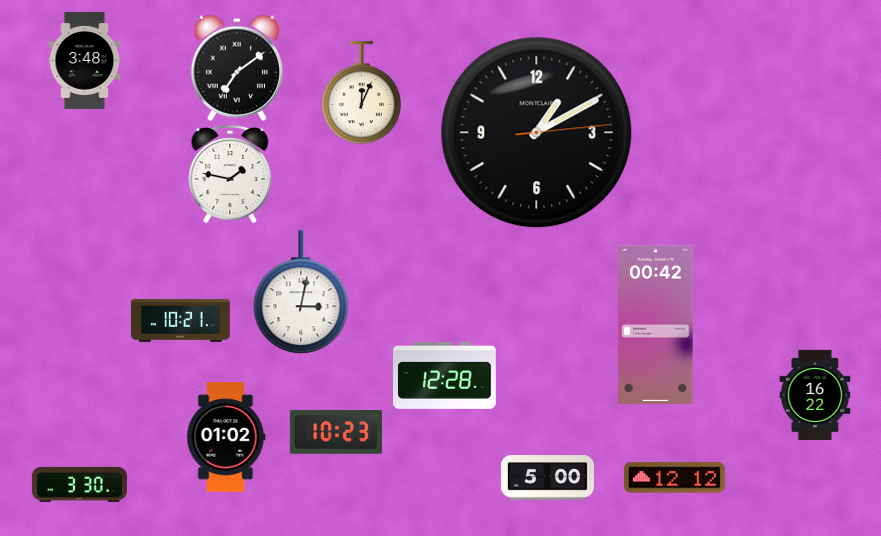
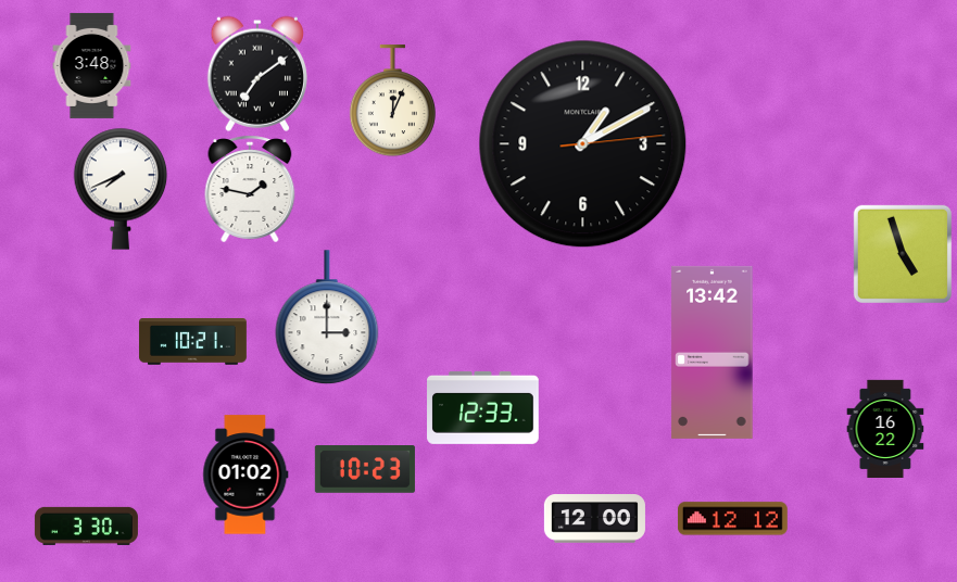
clock at (121, 189): none -> 7:41
clock at (903, 254): none -> 4:57
clock at (301, 292): 3:02 -> 3:00
clock at (180, 321) position: (180, 321) -> (192, 342)
clock at (656, 324): 00:42 -> 13:42
clock at (445, 375): 12:28 -> 12:33
clock at (547, 478): 5:00 -> 12:00
